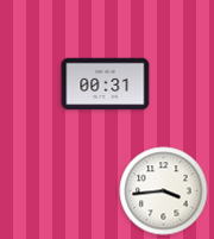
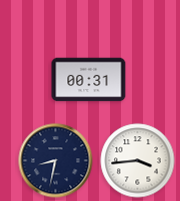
clock at (106, 84) position: (106, 84) -> (89, 80)
clock at (56, 161): none -> 8:32
